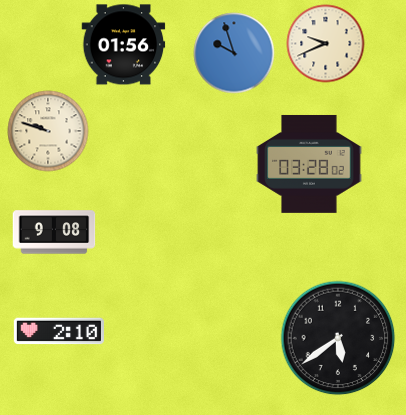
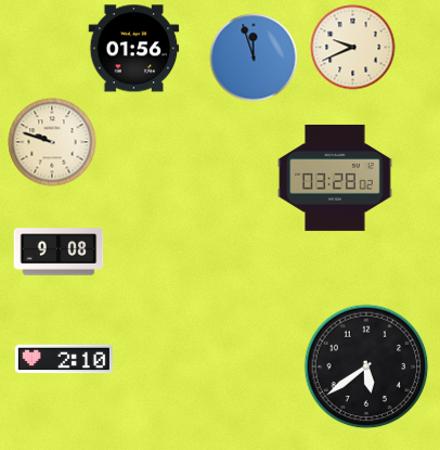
clock at (234, 53): 9:57 -> 11:57
